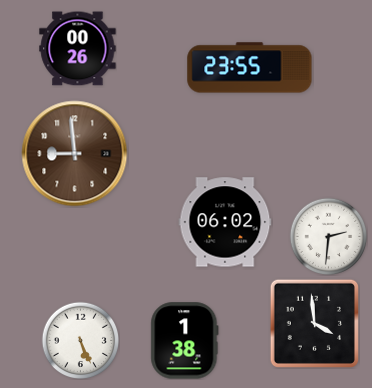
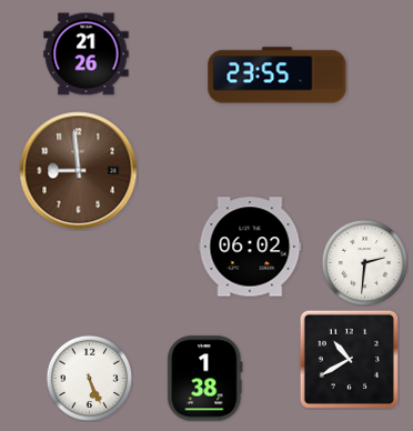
clock at (78, 49): 00:26 -> 21:26
clock at (75, 154) position: (75, 154) -> (79, 171)
clock at (314, 323): 3:59 -> 10:40
